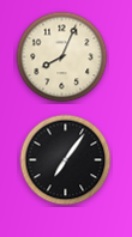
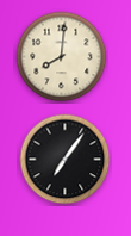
clock at (62, 57): 8:04 -> 8:01
